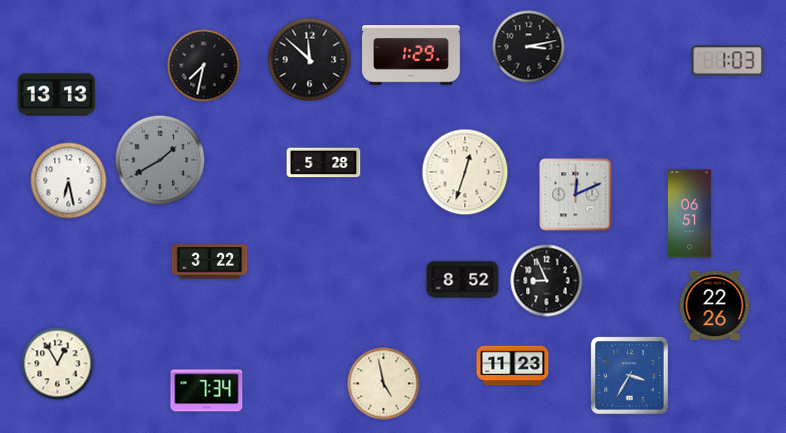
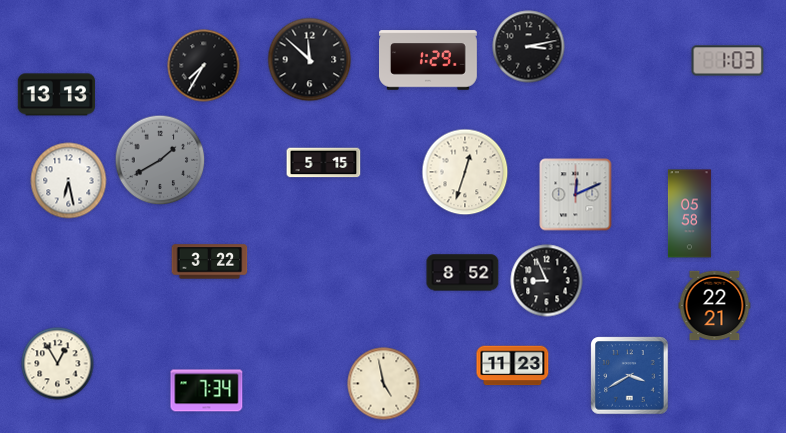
clock at (412, 55) position: (412, 55) -> (429, 60)
clock at (204, 66): 7:32 -> 7:35
clock at (324, 163): 5:28 -> 5:15
clock at (689, 214): 06:51 -> 05:58
clock at (463, 280) position: (463, 280) -> (463, 273)
clock at (715, 306): 22:26 -> 22:21
clock at (630, 376): 3:35 -> 3:40
